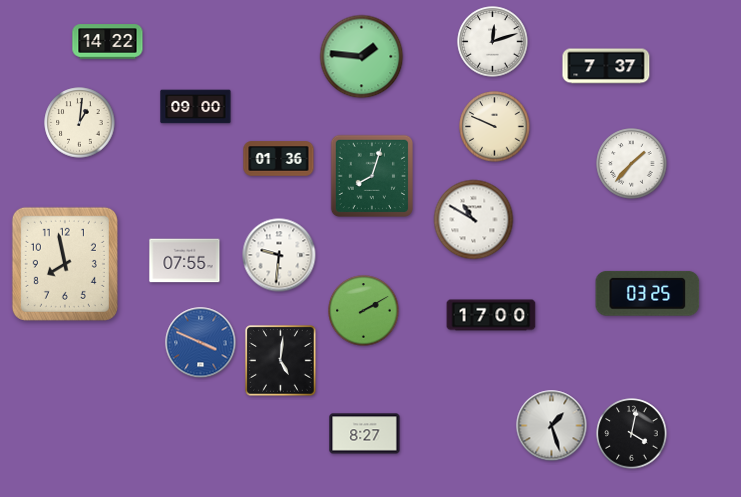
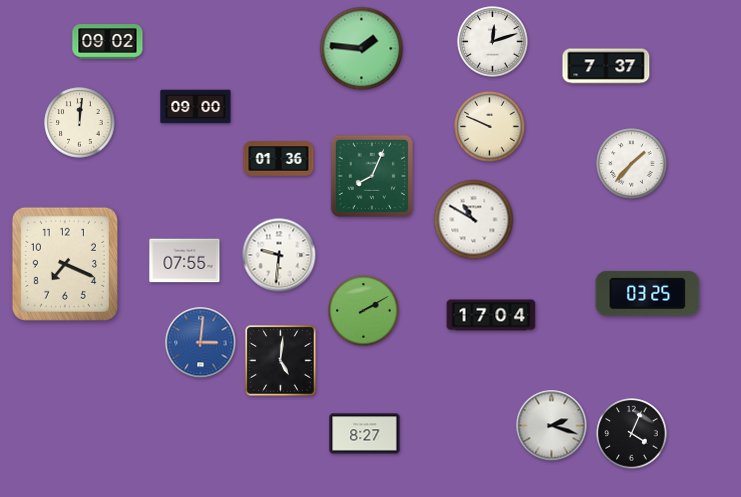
clock at (108, 42): 14:22 -> 09:02
clock at (362, 57) position: (362, 57) -> (362, 49)
clock at (80, 123): 1:01 -> 12:01
clock at (495, 127) position: (495, 127) -> (490, 127)
clock at (371, 175): 8:03 -> 8:04
clock at (65, 264): 7:58 -> 7:19
clock at (491, 315): 17:00 -> 17:04
clock at (201, 343): 3:49 -> 3:01
clock at (552, 426): 1:27 -> 2:18
clock at (632, 434): 4:02 -> 4:04
